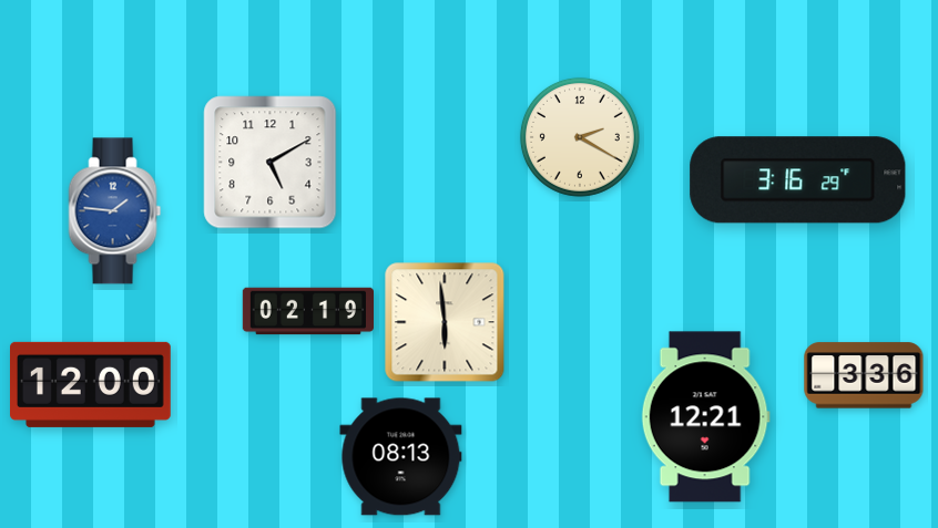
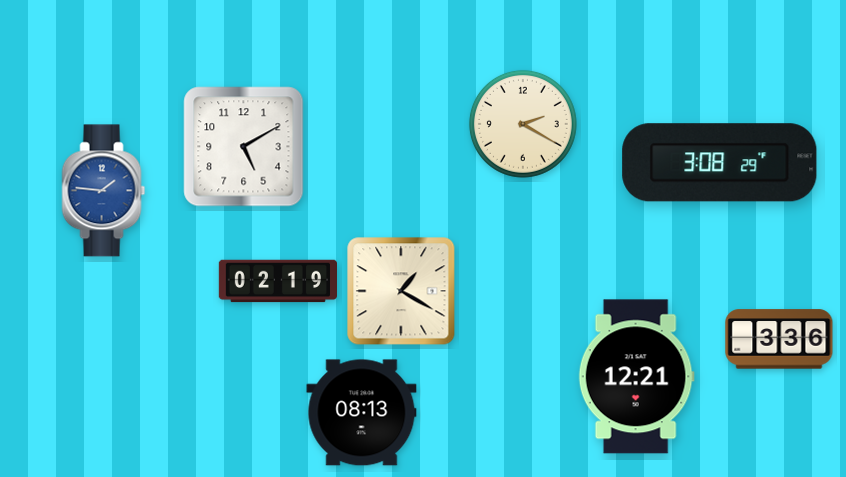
clock at (798, 180): 3:16 -> 3:08
clock at (445, 322): 5:59 -> 1:20
clock at (91, 384): 12:00 -> none
